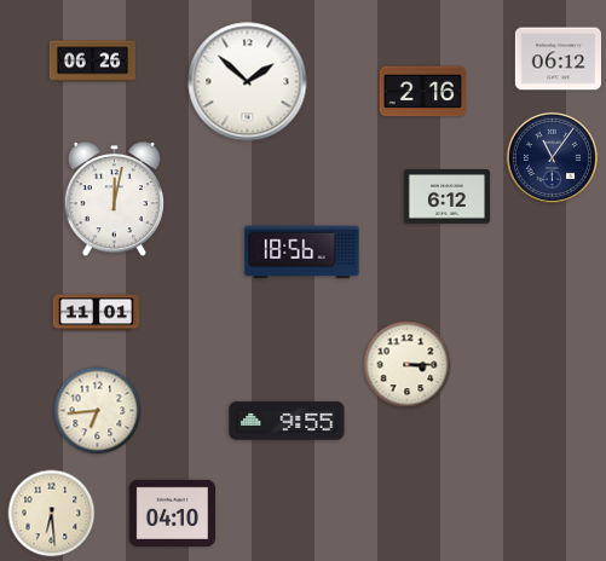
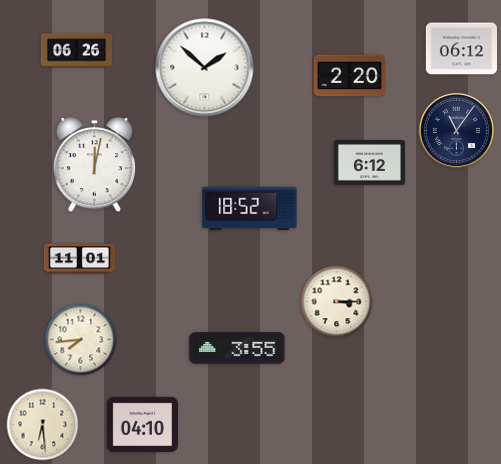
clock at (422, 92): 2:16 -> 2:20
clock at (302, 253): 18:56 -> 18:52
clock at (98, 411): 6:44 -> 7:44
clock at (287, 421): 9:55 -> 3:55
